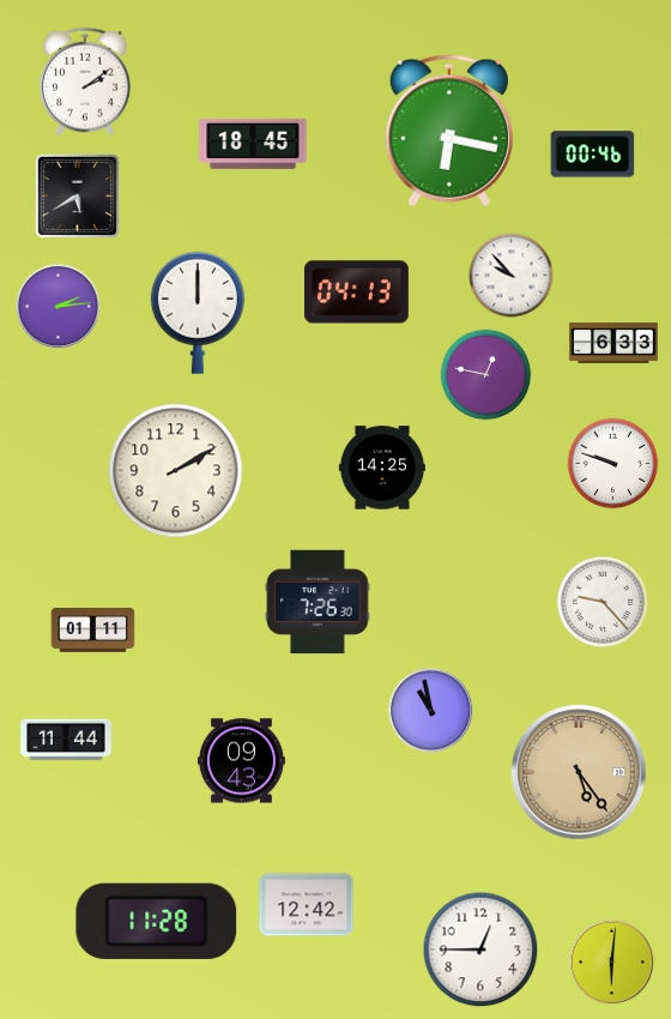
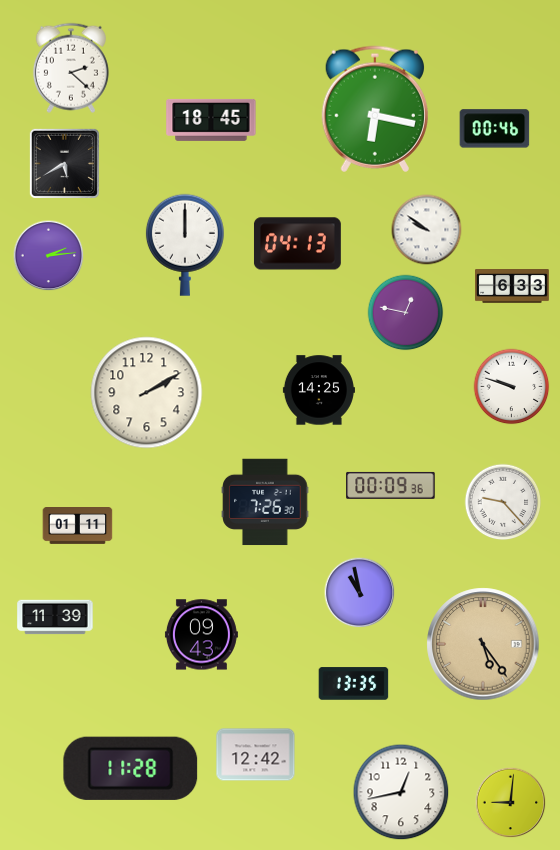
clock at (85, 82): 2:09 -> 2:22
clock at (512, 276): 9:53 -> 9:51
clock at (198, 313) position: (198, 313) -> (185, 245)
clock at (391, 485): none -> 00:09
clock at (66, 740): 11:44 -> 11:39
clock at (354, 684): none -> 13:35
clock at (480, 949): 12:45 -> 12:43
clock at (612, 963): 6:01 -> 9:01
